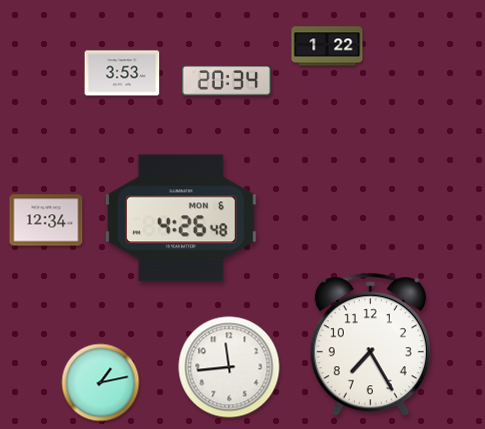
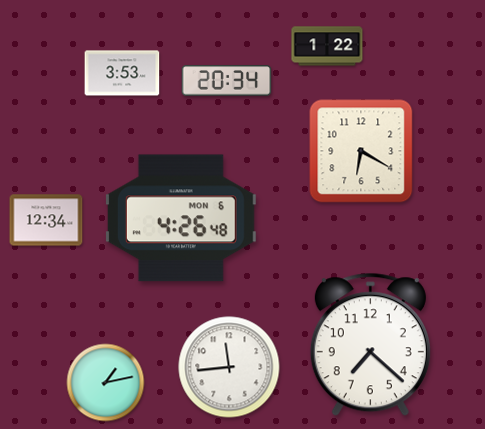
clock at (361, 151): none -> 6:20
clock at (370, 345): 7:25 -> 7:22
clock at (101, 383) position: (101, 383) -> (106, 383)
